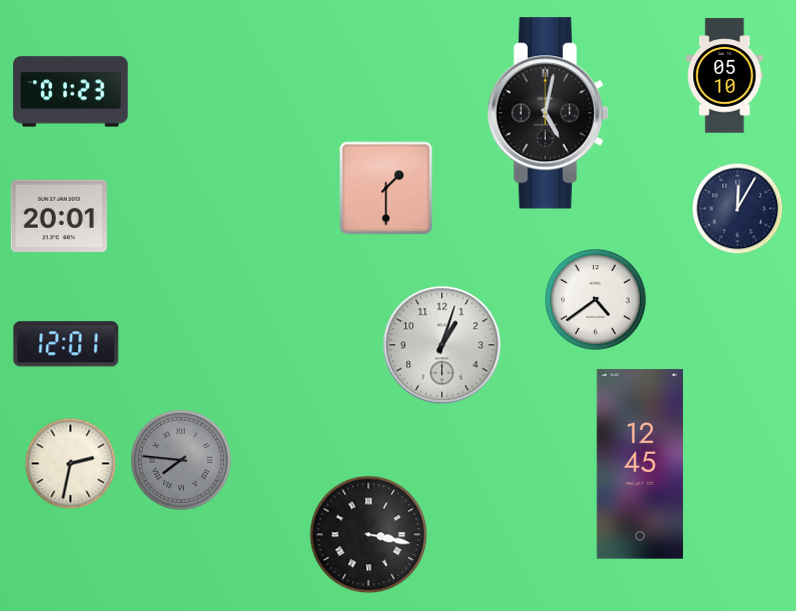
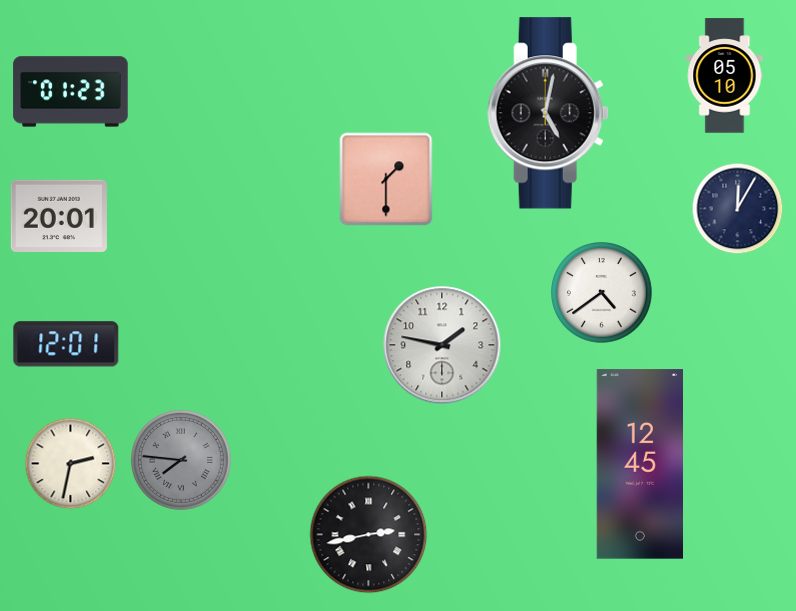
clock at (386, 188) position: (386, 188) -> (386, 179)
clock at (596, 300) position: (596, 300) -> (602, 293)
clock at (442, 345): 1:03 -> 1:47
clock at (369, 535): 3:17 -> 2:43
